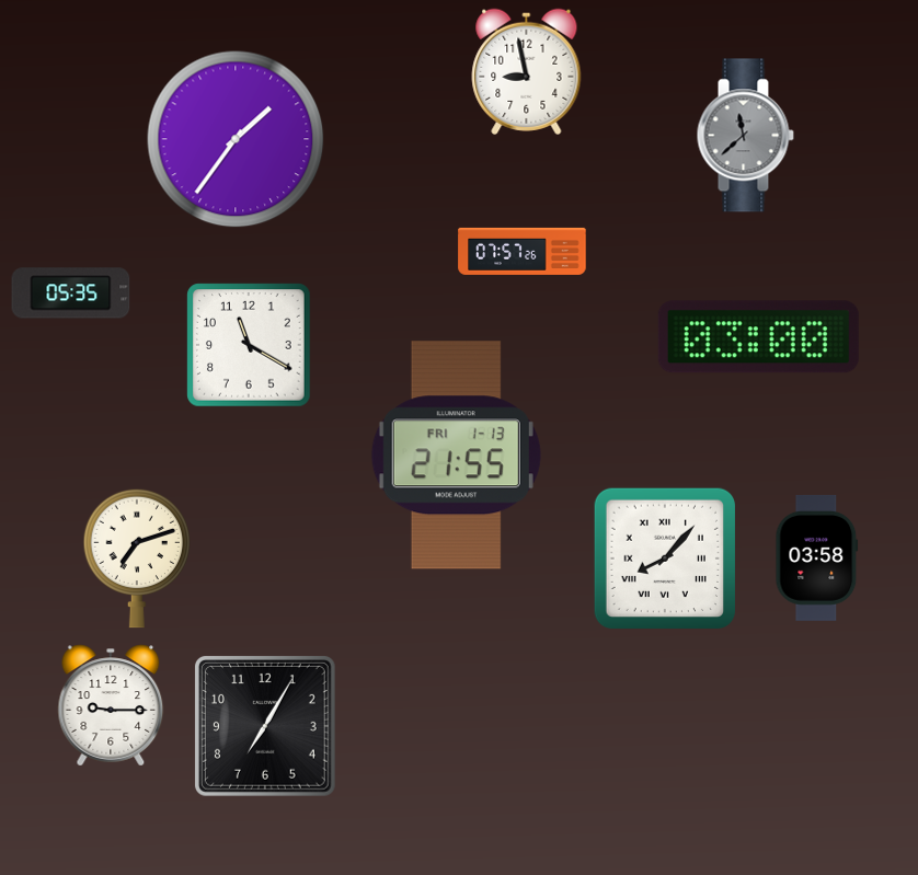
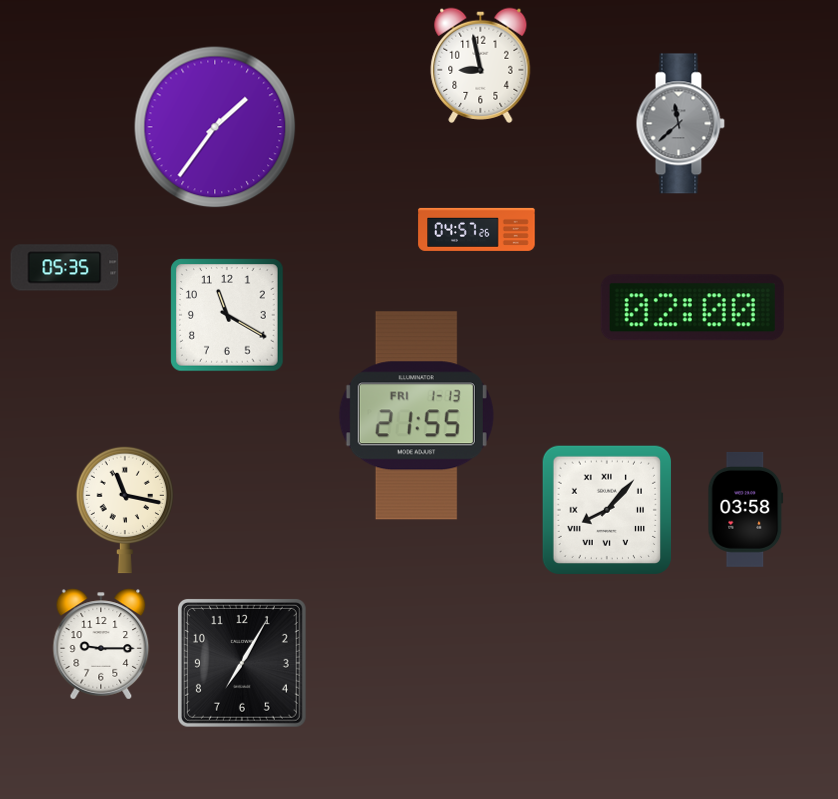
clock at (523, 251): 07:57 -> 04:57
clock at (758, 337): 03:00 -> 02:00
clock at (136, 559): 7:12 -> 11:17
